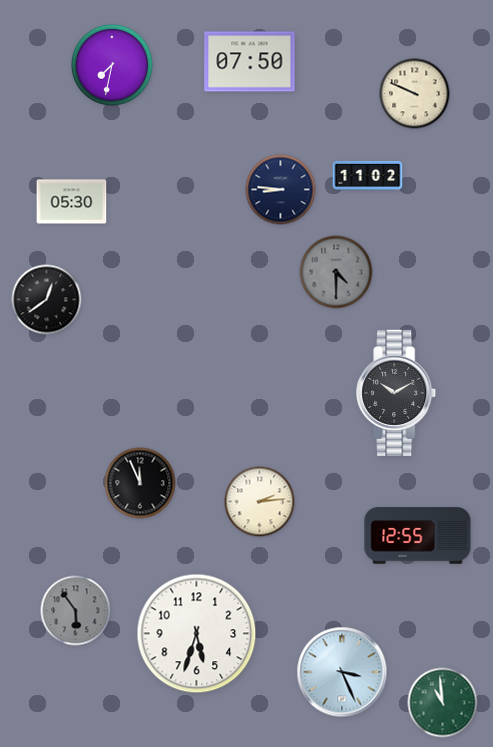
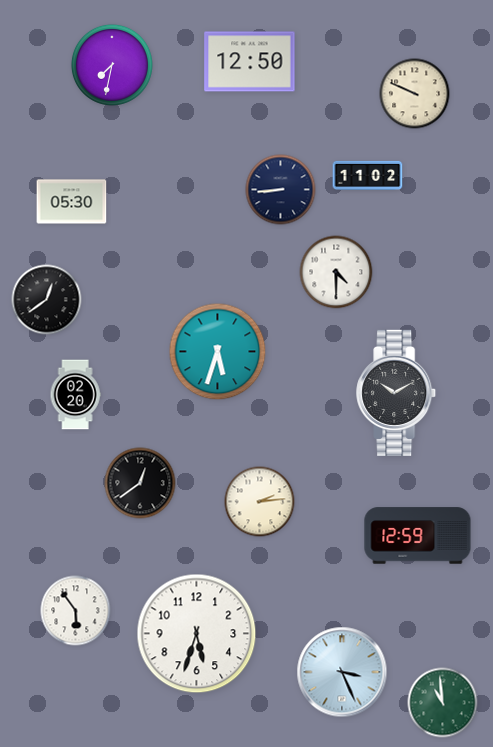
clock at (250, 62): 07:50 -> 12:50
clock at (281, 190): 8:46 -> 8:44
clock at (336, 272) dial: grey -> white
clock at (218, 352): none -> 5:33
clock at (75, 395): none -> 02:20
clock at (140, 483): 11:56 -> 12:39
clock at (418, 536): 12:55 -> 12:59
clock at (76, 611) dial: grey -> white
